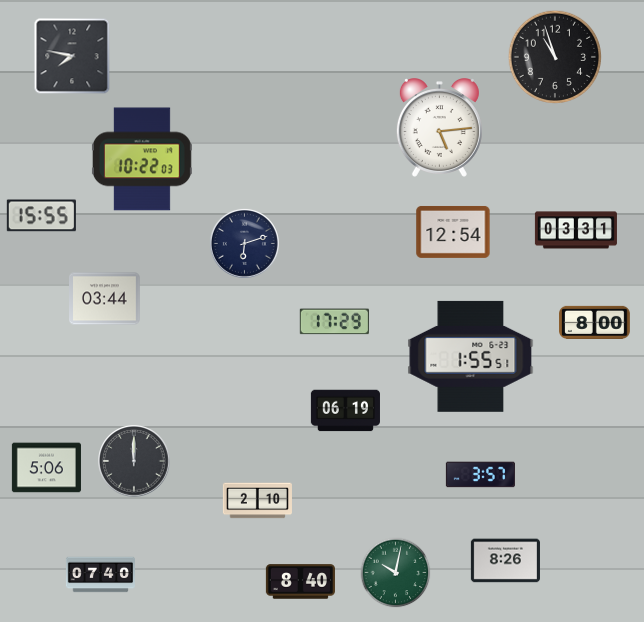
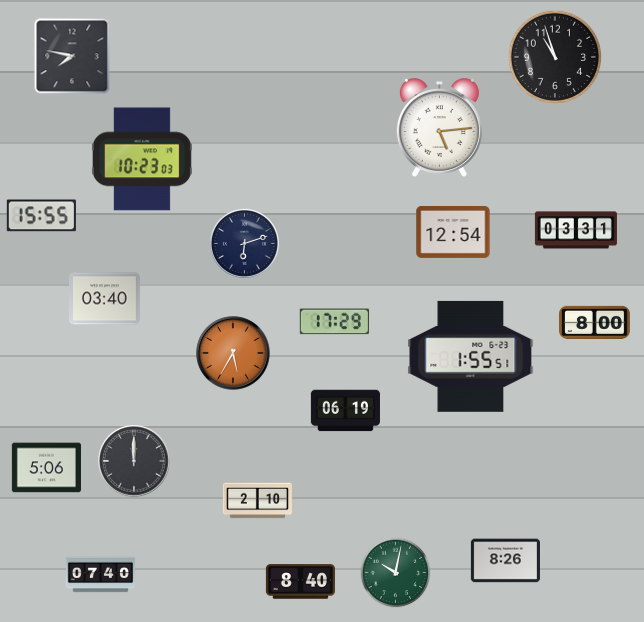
clock at (142, 159): 10:22 -> 10:23
clock at (105, 299): 03:44 -> 03:40
clock at (233, 353): none -> 5:35
clock at (480, 475): 3:57 -> none
